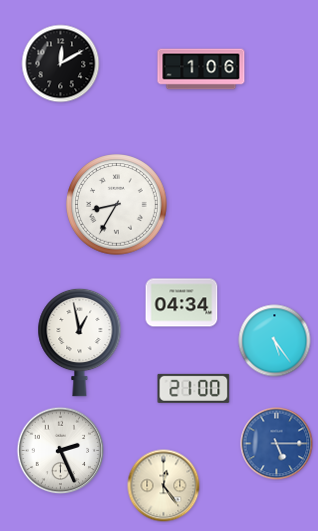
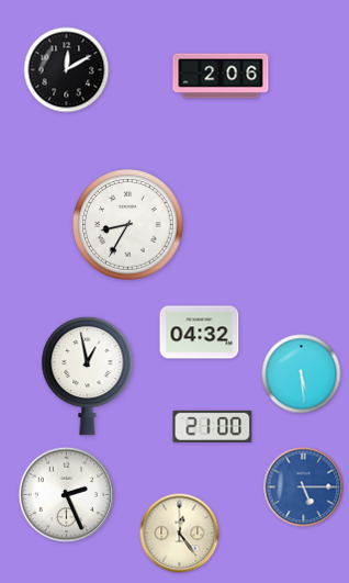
clock at (201, 69): 1:06 -> 2:06
clock at (182, 303): 04:34 -> 04:32
clock at (275, 341): 5:24 -> 5:29
